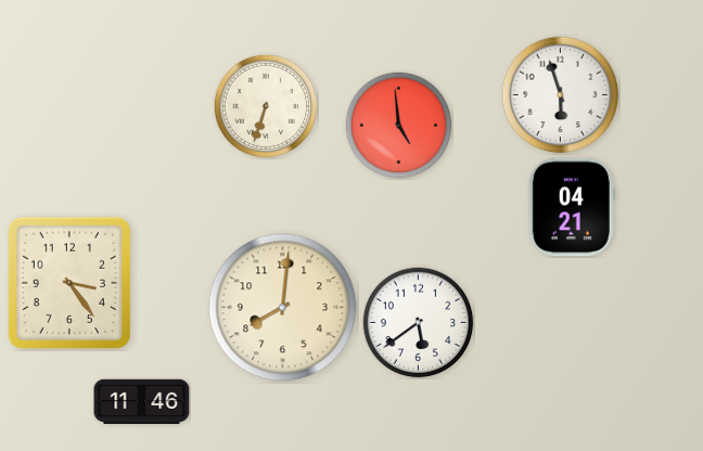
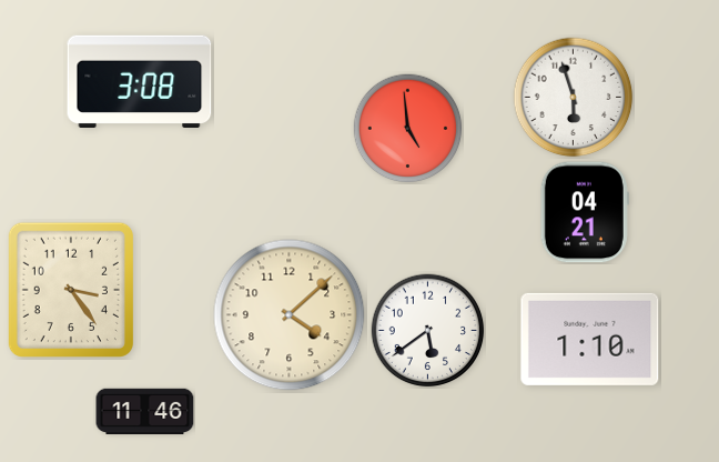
clock at (140, 81): none -> 3:08
clock at (266, 106): 6:33 -> none
clock at (283, 308): 8:01 -> 4:08
clock at (590, 339): none -> 1:10
